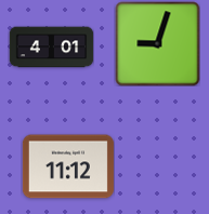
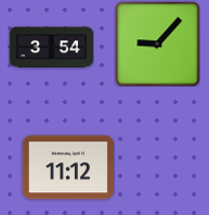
clock at (157, 43): 9:03 -> 9:07
clock at (51, 48): 4:01 -> 3:54
